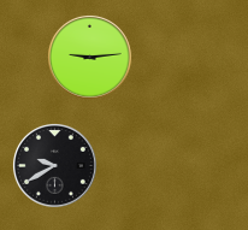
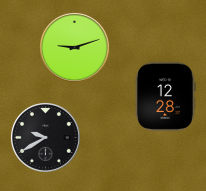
clock at (89, 57): 9:14 -> 9:12
clock at (166, 96): none -> 12:28
